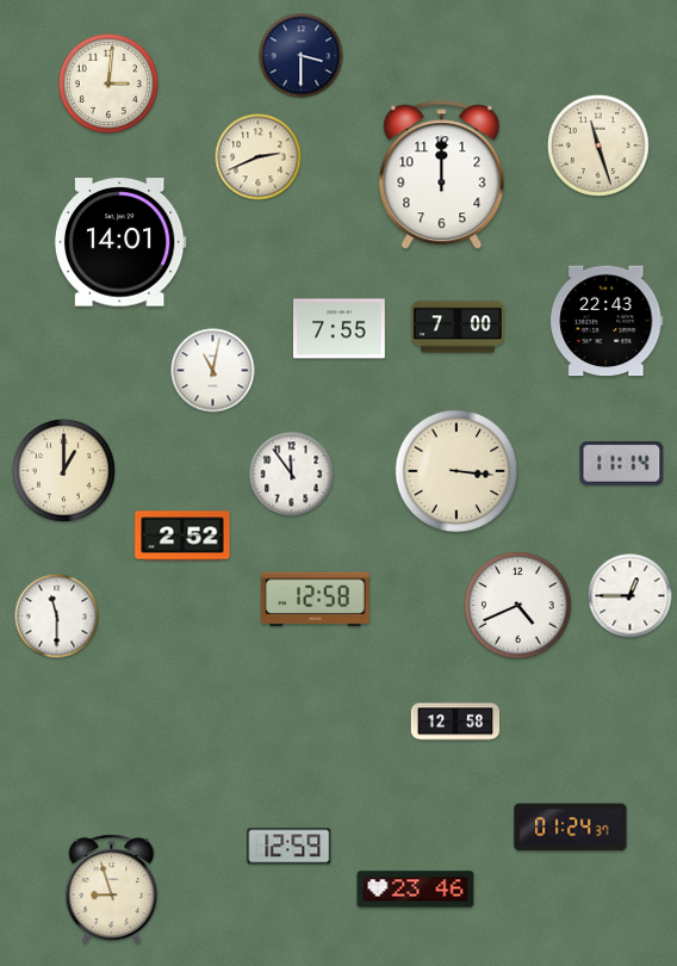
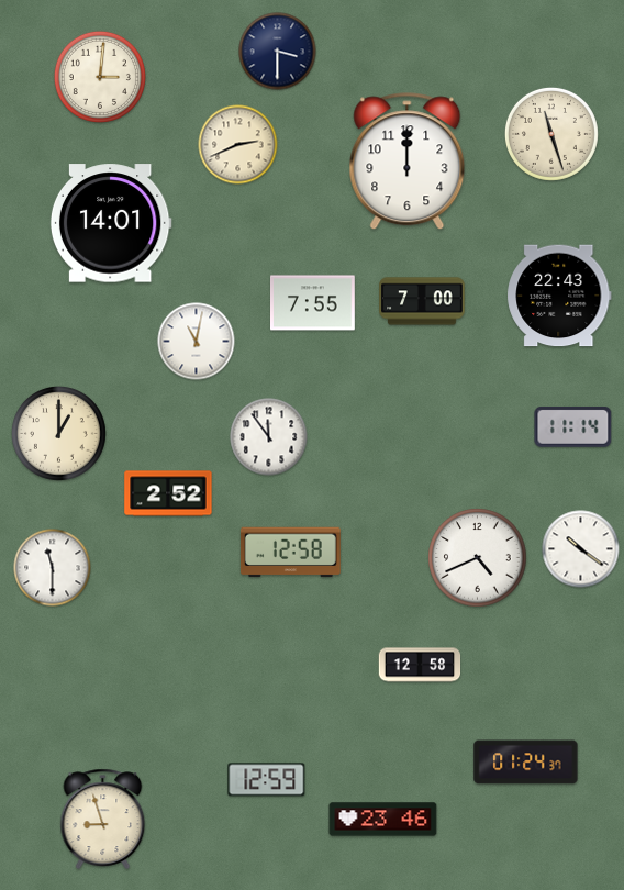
clock at (456, 471): 3:16 -> none
clock at (631, 596): 12:45 -> 10:21
